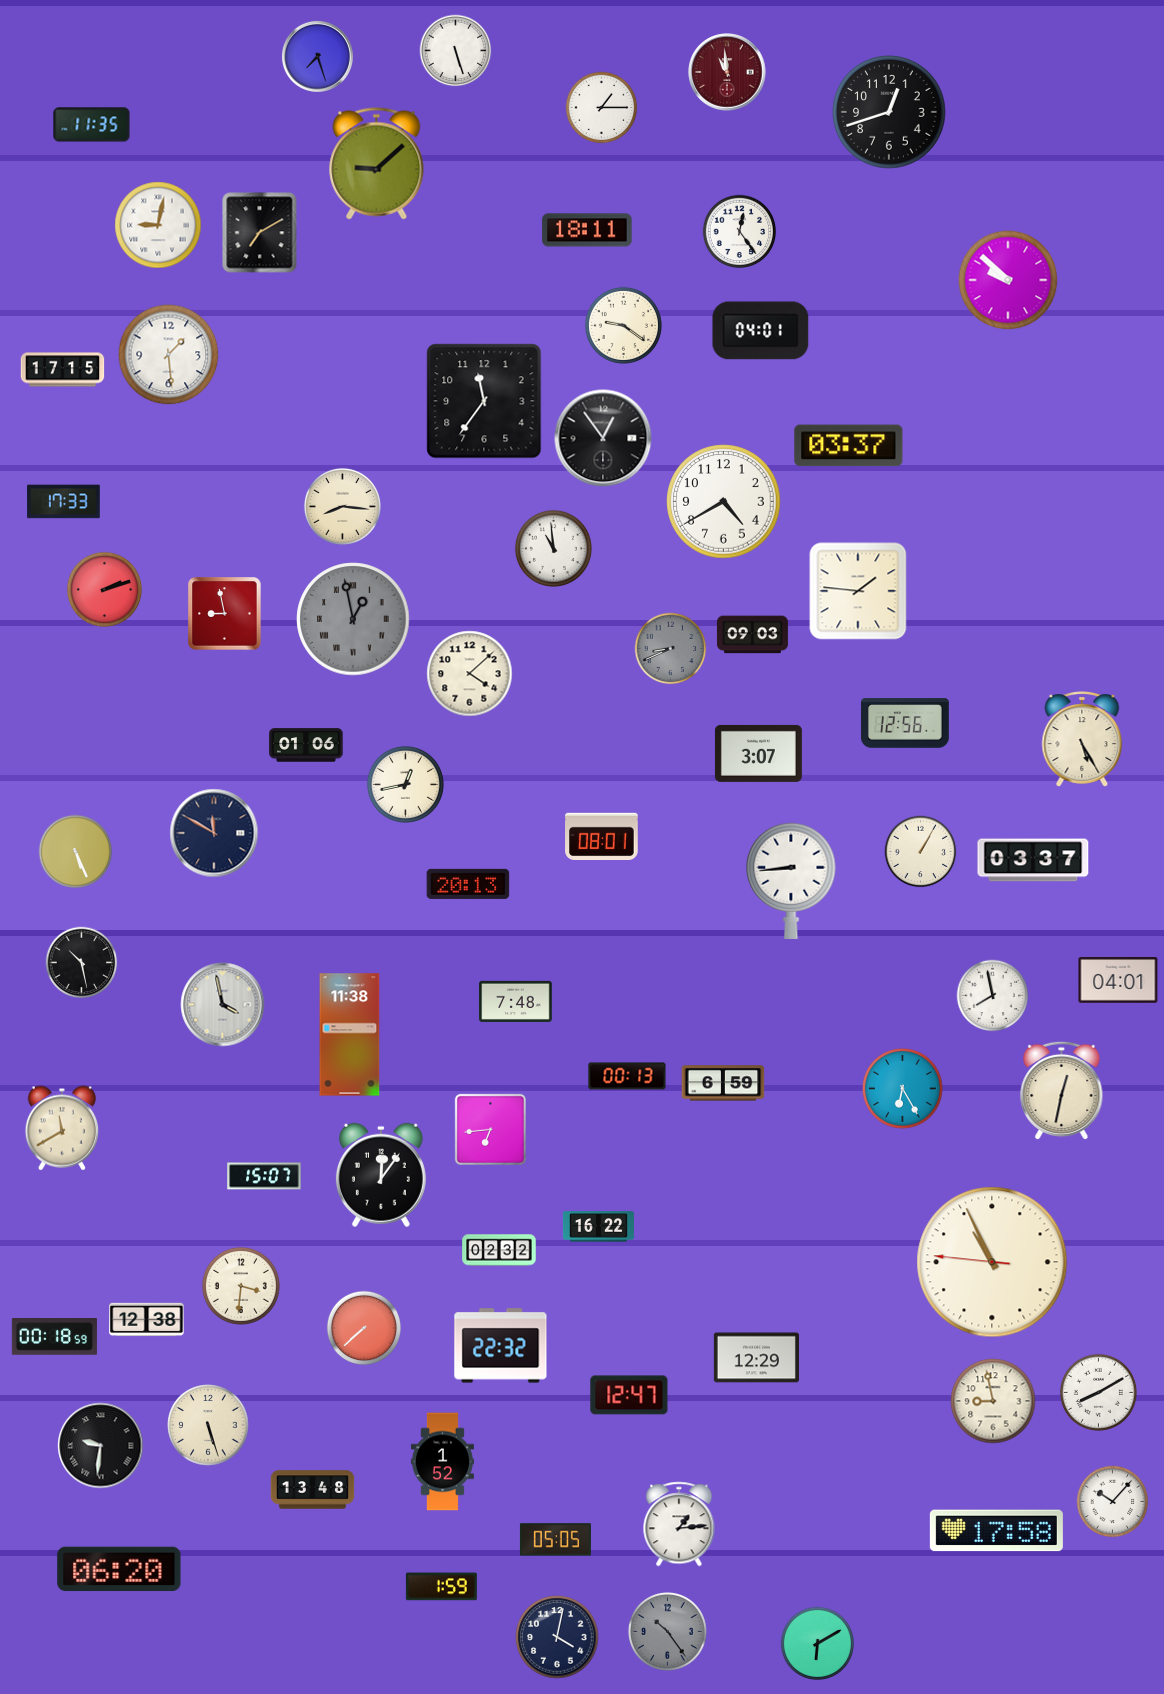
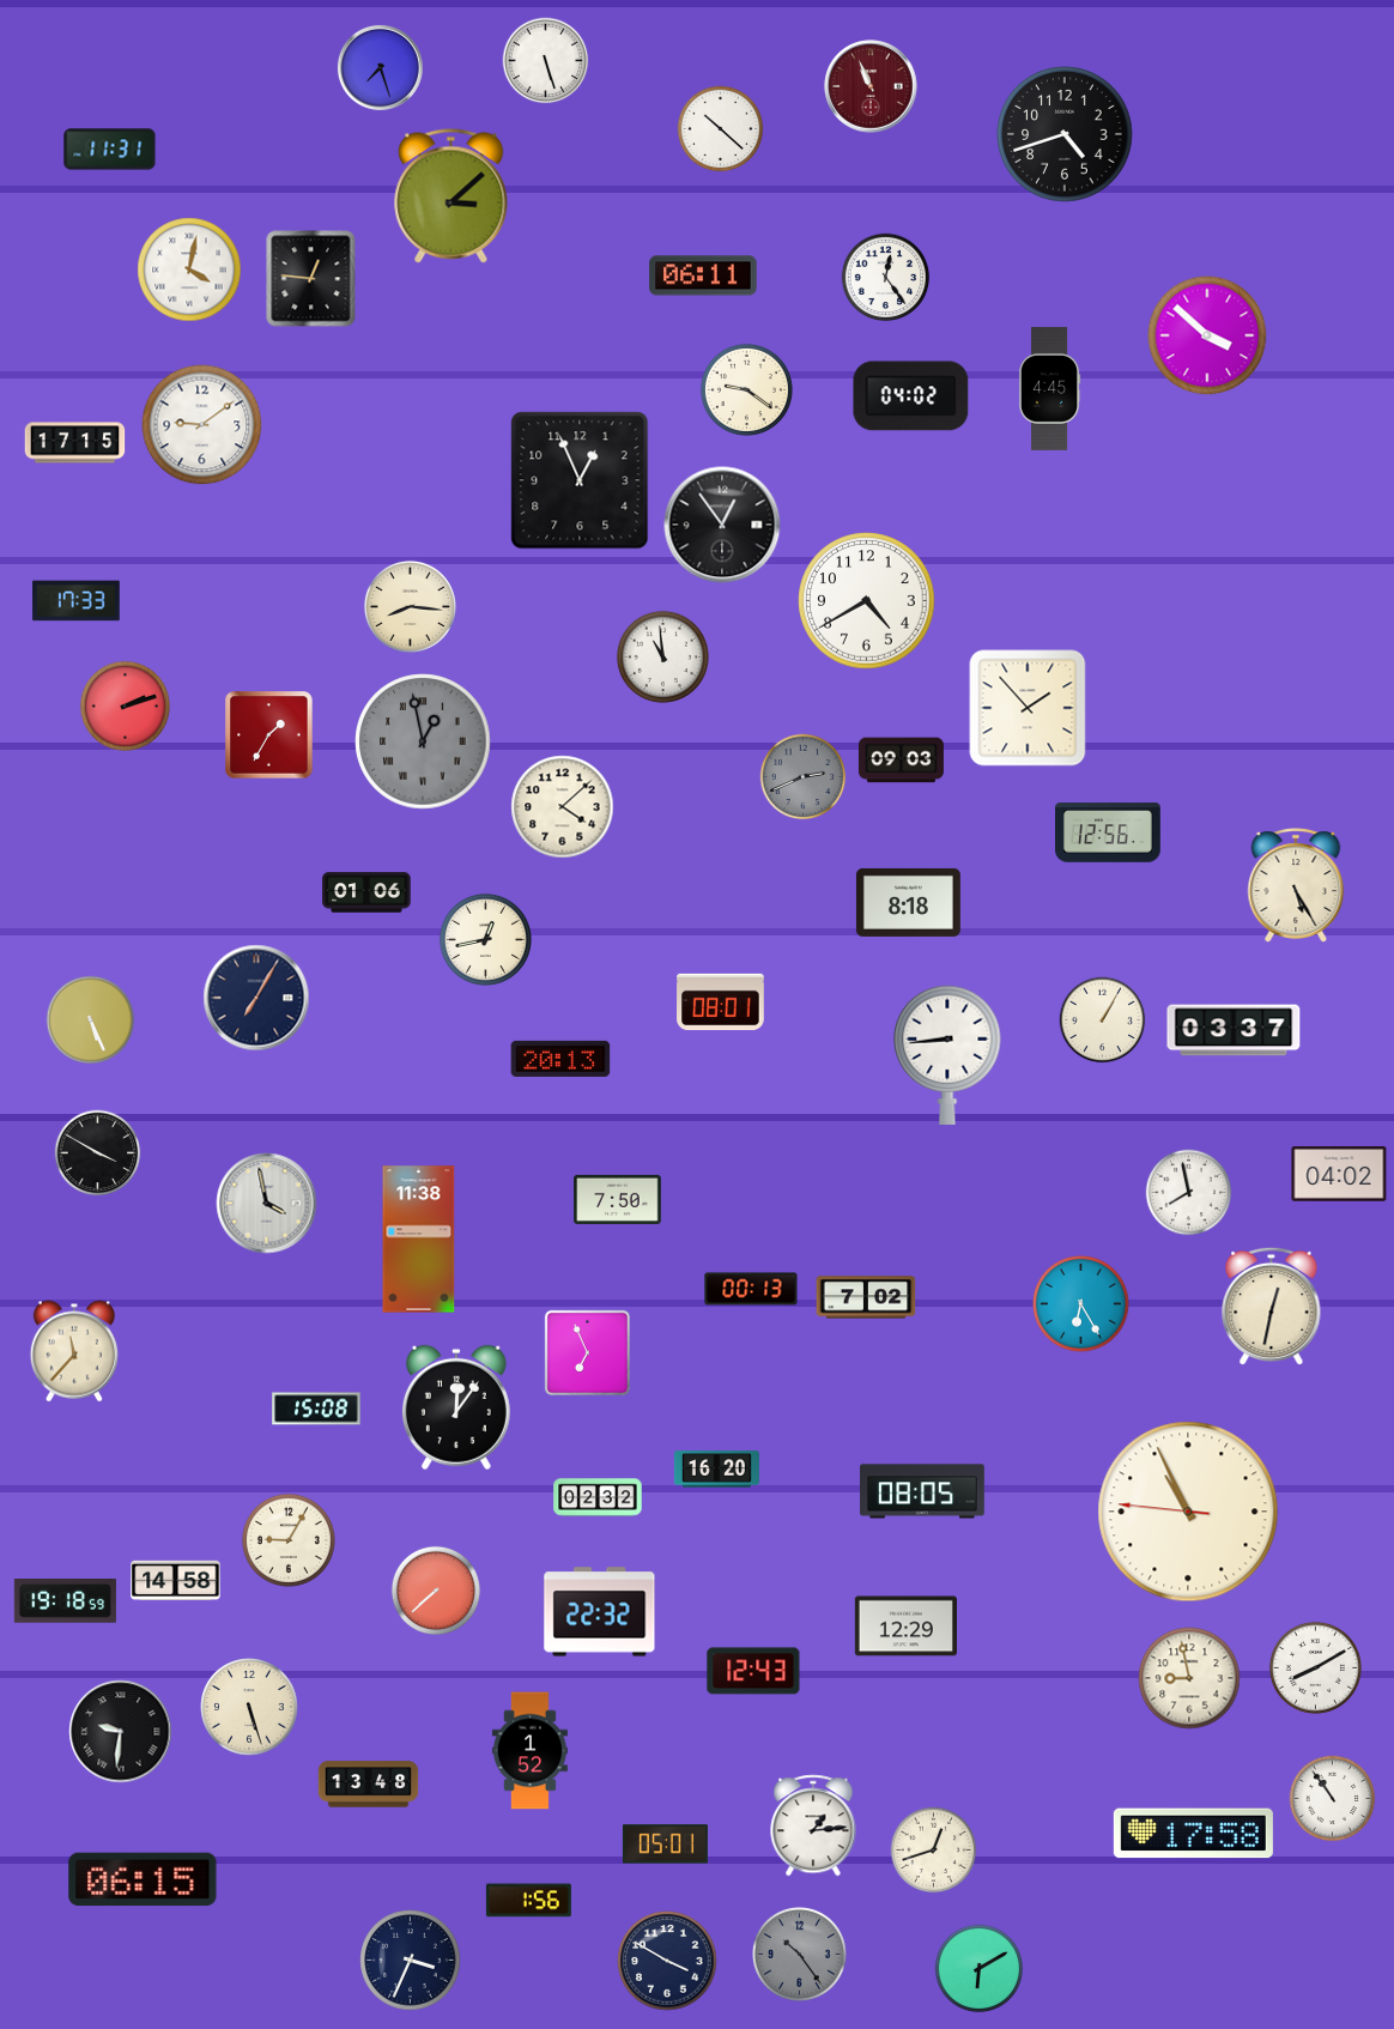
clock at (727, 72): 10:59 -> 10:56
clock at (602, 108): 1:15 -> 10:22
clock at (889, 112): 12:42 -> 4:42
clock at (92, 125): 11:35 -> 11:31
clock at (377, 164): 9:08 -> 3:08
clock at (158, 225): 9:02 -> 4:02
clock at (587, 230): 18:11 -> 06:11
clock at (260, 233): 7:10 -> 12:46
clock at (1008, 280): 9:52 -> 3:52
clock at (1049, 388): none -> 4:45
clock at (761, 331): 04:01 -> 04:02
clock at (169, 355): 1:29 -> 9:09
clock at (484, 401): 11:36 -> 12:56
clock at (849, 446): 03:37 -> none
clock at (858, 591): 1:46 -> 1:53
clock at (225, 614): 8:58 -> 1:35
clock at (671, 649): 8:41 -> 2:41
clock at (906, 723) position: (906, 723) -> (1109, 832)
clock at (758, 753): 3:07 -> 8:18
clock at (214, 833): 11:50 -> 7:05
clock at (1033, 860) position: (1033, 860) -> (1234, 1030)
clock at (82, 963): 10:28 -> 3:50
clock at (1118, 980): 04:01 -> 04:02
clock at (516, 1001): 7:48 -> 7:50
clock at (723, 1083): 6:59 -> 7:02
clock at (61, 1128): 11:40 -> 11:37
clock at (490, 1129): 6:44 -> 6:56
clock at (264, 1176): 15:07 -> 15:08
clock at (598, 1227): 16:22 -> 16:20
clock at (922, 1491): none -> 08:05
clock at (241, 1286): 3:31 -> 9:05
clock at (147, 1320): 12:38 -> 14:58
clock at (54, 1337): 00:18 -> 19:18
clock at (629, 1395): 12:47 -> 12:43
clock at (313, 1490) position: (313, 1490) -> (369, 1785)
clock at (1113, 1502): 10:07 -> 10:54
clock at (555, 1540): 05:05 -> 05:01
clock at (934, 1851): none -> 12:42
clock at (119, 1569): 06:20 -> 06:15
clock at (441, 1587): 1:59 -> 1:56
clock at (411, 1961): none -> 3:34
clock at (557, 1637): 4:02 -> 3:50
